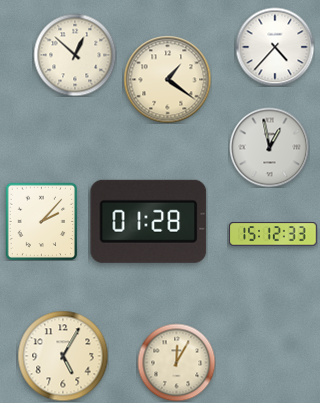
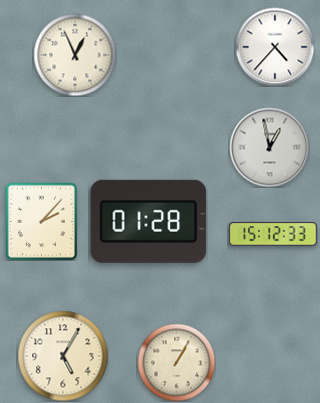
clock at (75, 55): 12:52 -> 12:56
clock at (167, 79): 1:21 -> none
clock at (176, 362): 12:05 -> 1:05
